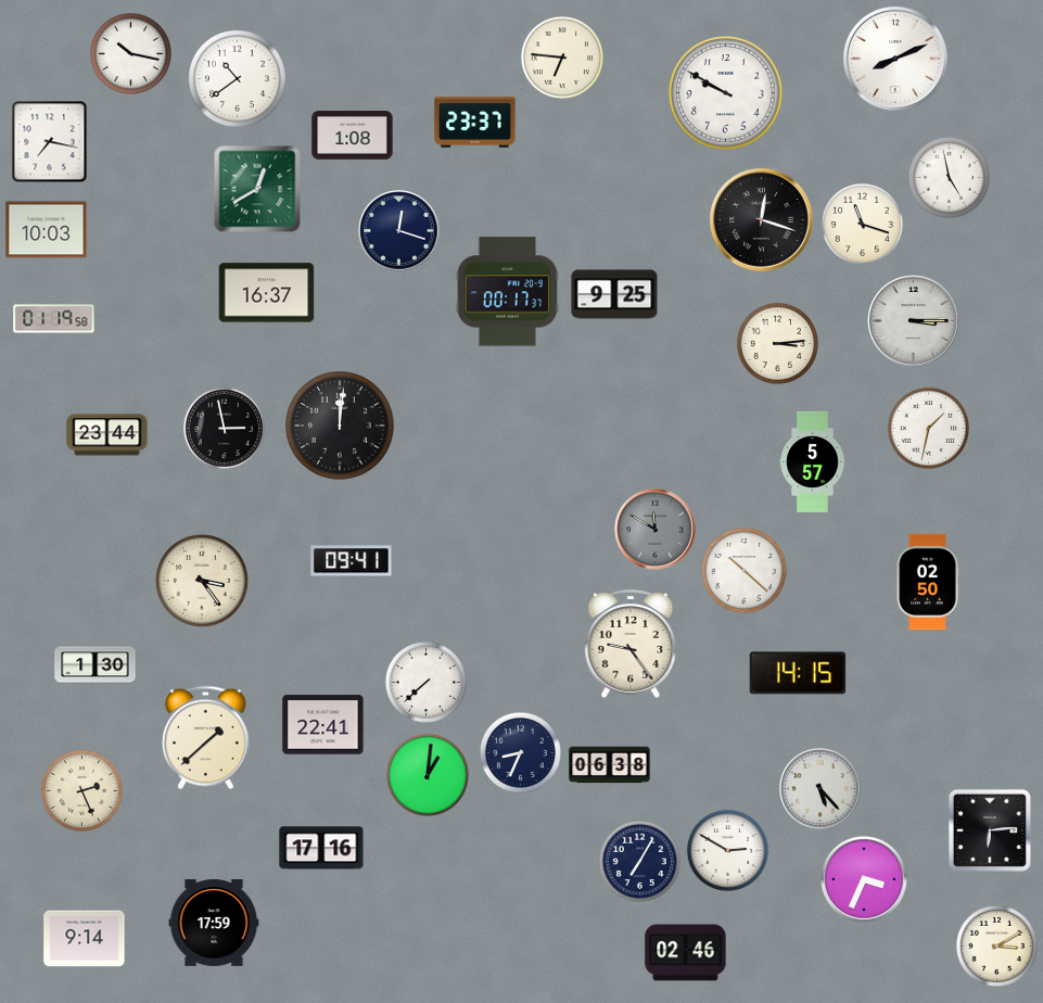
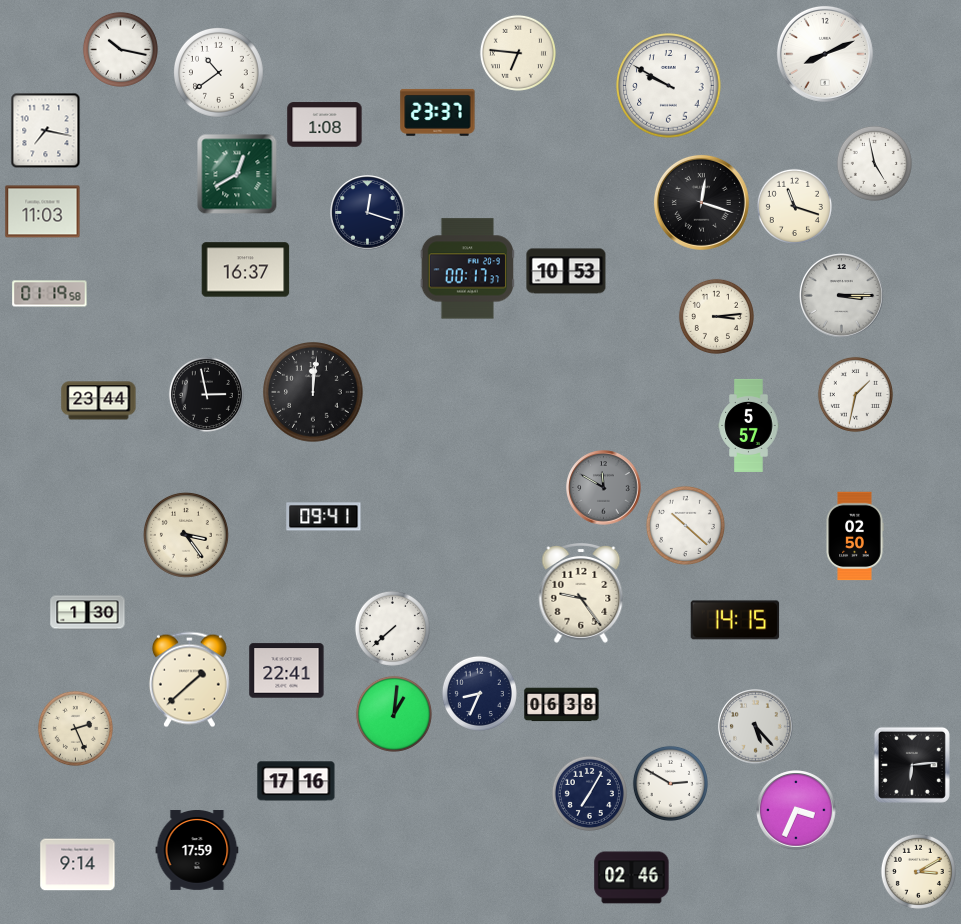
clock at (47, 230): 10:03 -> 11:03
clock at (614, 294): 9:25 -> 10:53
clock at (323, 725) position: (323, 725) -> (287, 671)
